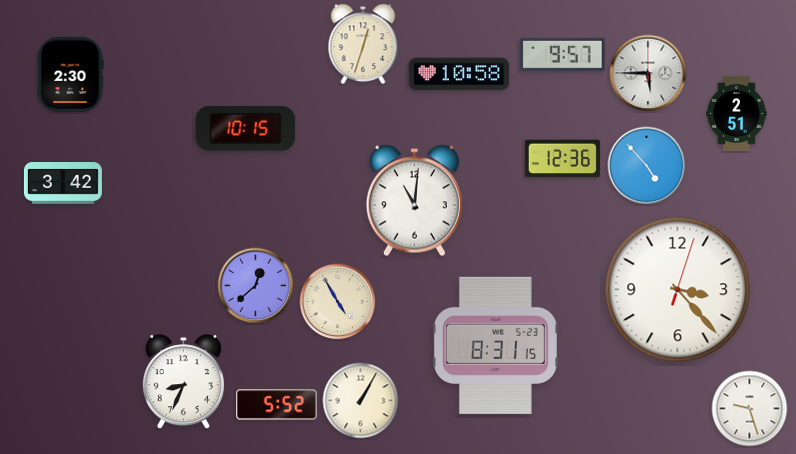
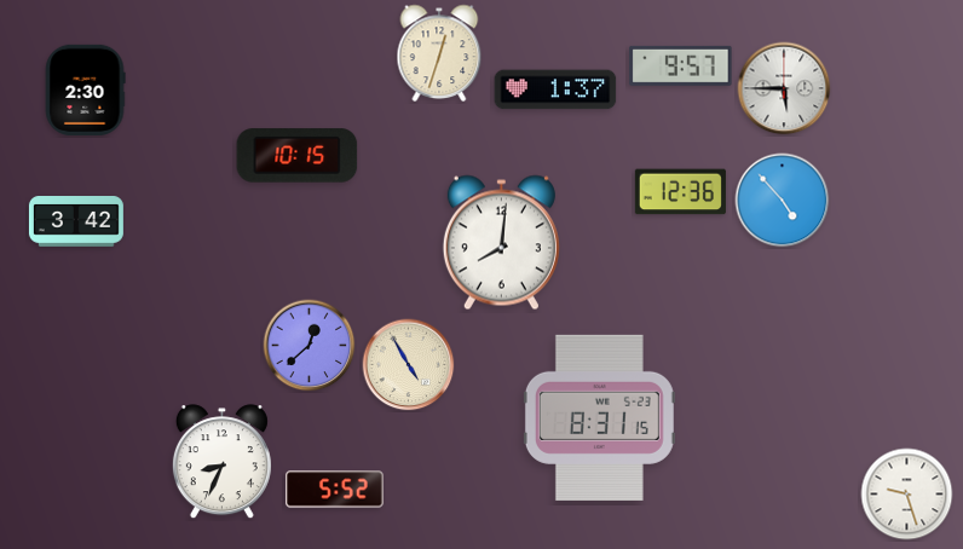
clock at (459, 74): 10:58 -> 1:37
clock at (737, 113): 2:51 -> none
clock at (414, 201): 11:01 -> 8:01
clock at (678, 290): 3:23 -> none
clock at (361, 401): 1:05 -> none
